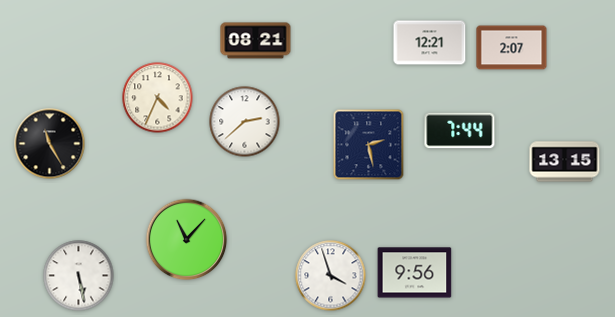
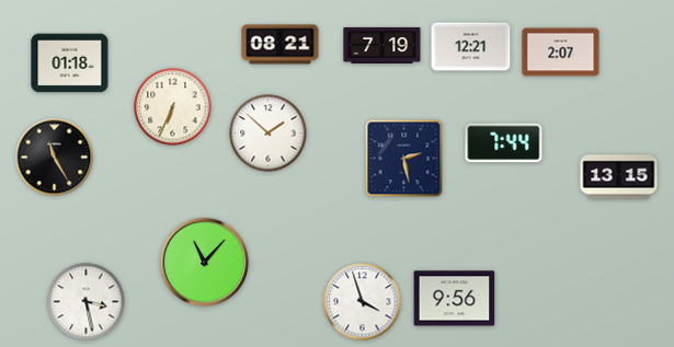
clock at (382, 45): none -> 7:19
clock at (70, 63): none -> 01:18
clock at (158, 98): 4:34 -> 6:34
clock at (245, 122): 2:38 -> 1:52
clock at (79, 276): 5:28 -> 3:28
